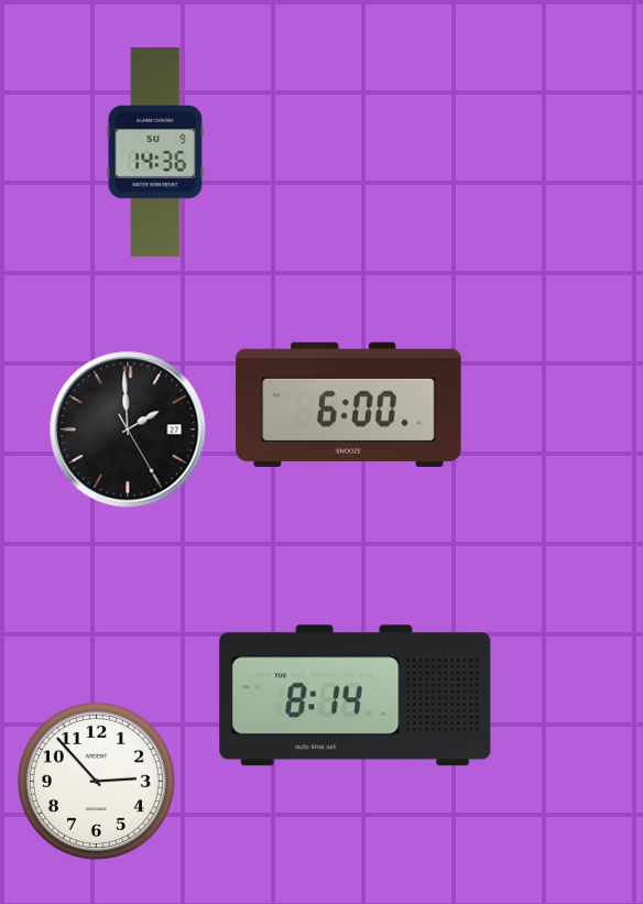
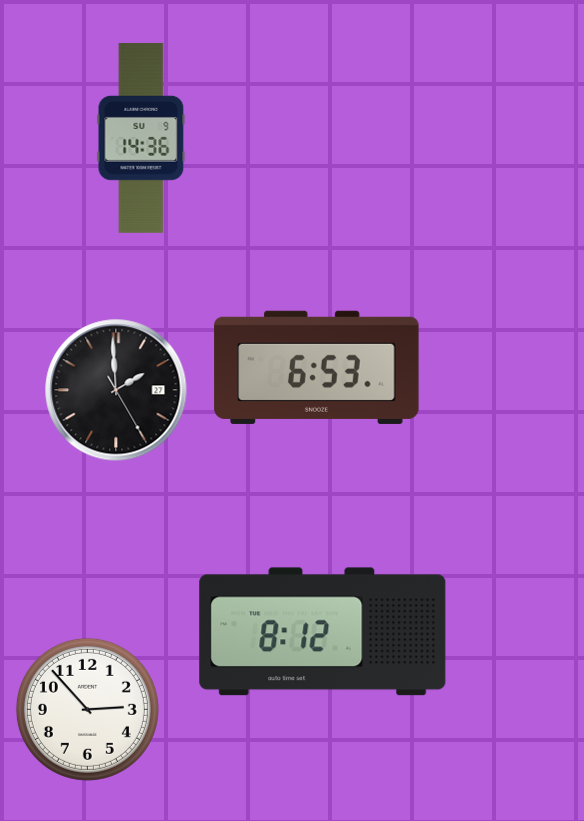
clock at (349, 404): 6:00 -> 6:53
clock at (356, 696): 8:14 -> 8:12
